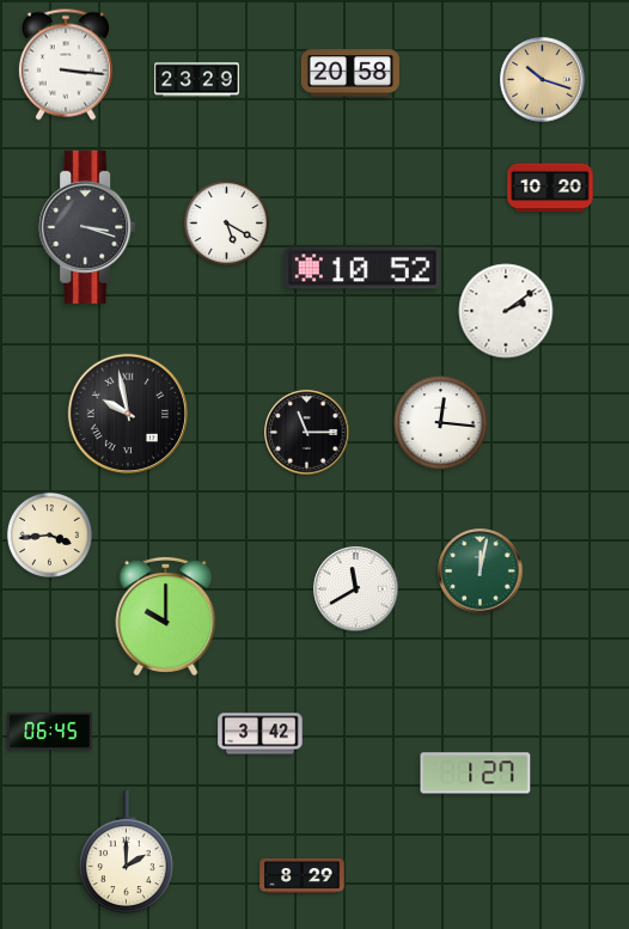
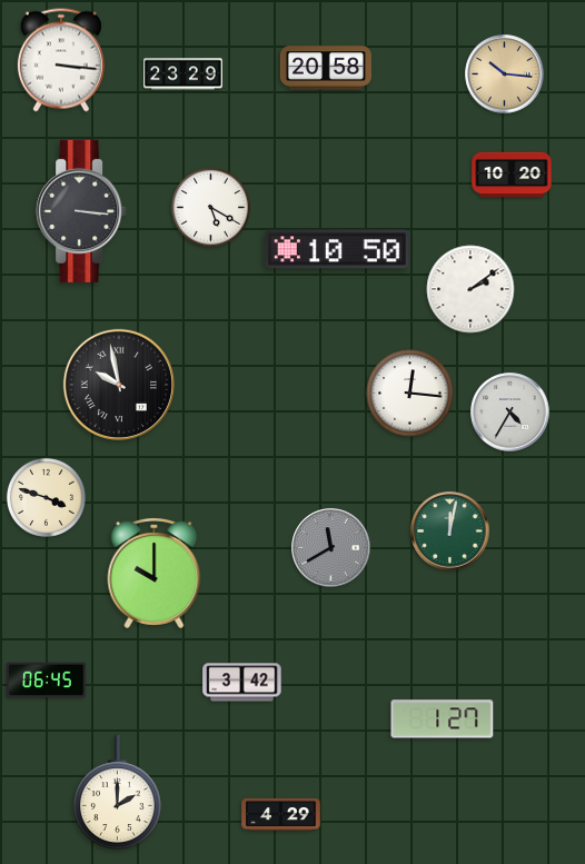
clock at (543, 80): 10:18 -> 10:16
clock at (87, 227): 3:18 -> 3:16
clock at (364, 268): 10:52 -> 10:50
clock at (307, 433): 11:15 -> none
clock at (510, 413): none -> 4:35
clock at (49, 534): 3:44 -> 3:48
clock at (481, 572) position: (481, 572) -> (450, 532)
clock at (356, 589) dial: white -> grey
clock at (303, 876): 8:29 -> 4:29
